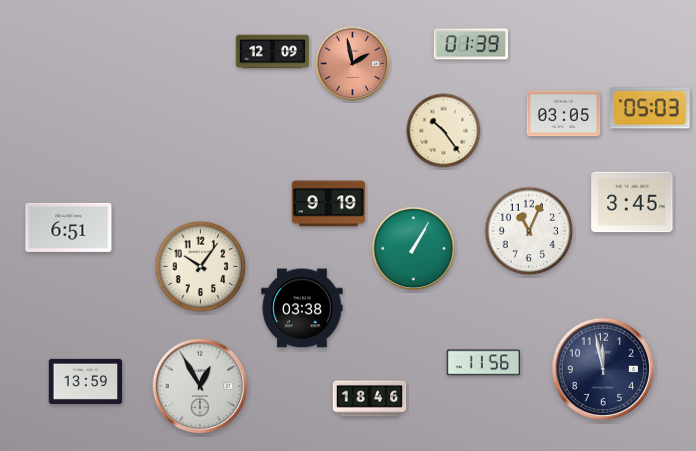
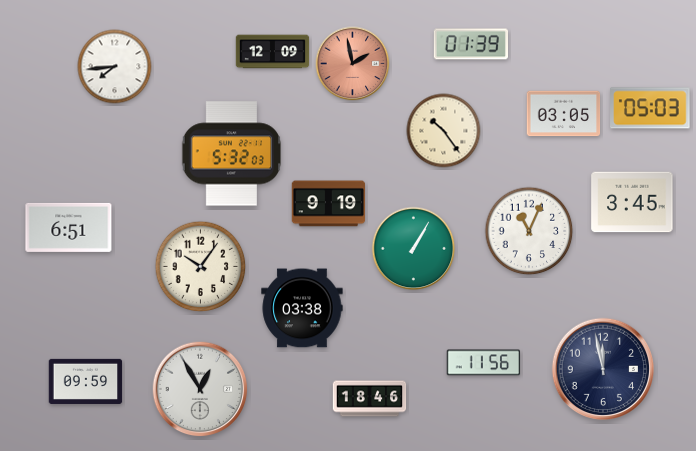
clock at (115, 67): none -> 7:44
clock at (232, 154): none -> 5:32
clock at (86, 381): 13:59 -> 09:59
clock at (200, 386) position: (200, 386) -> (200, 389)
